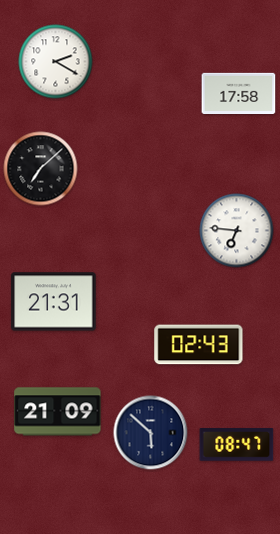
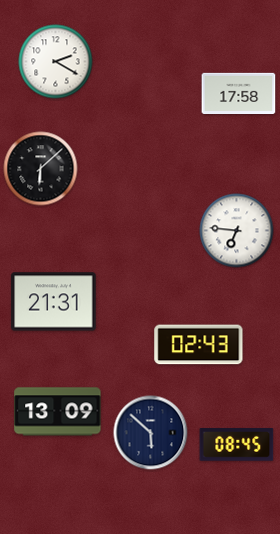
clock at (41, 169): 7:08 -> 6:08
clock at (58, 412): 21:09 -> 13:09
clock at (237, 445): 08:47 -> 08:45
